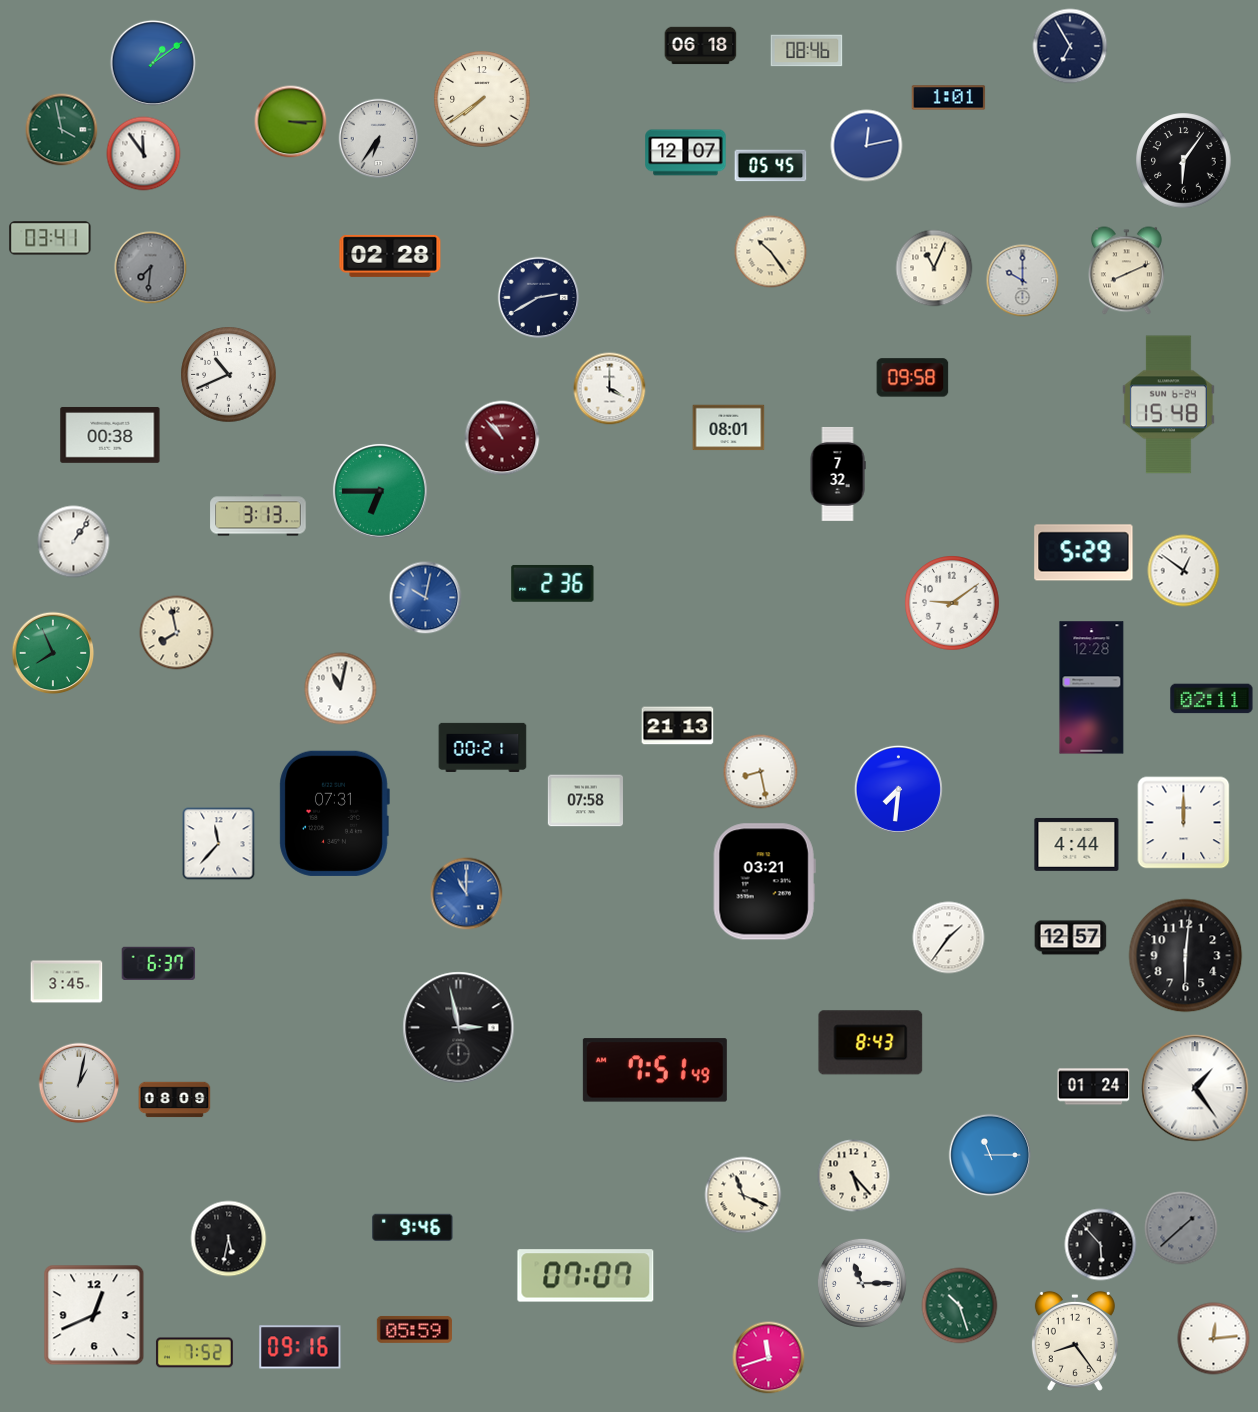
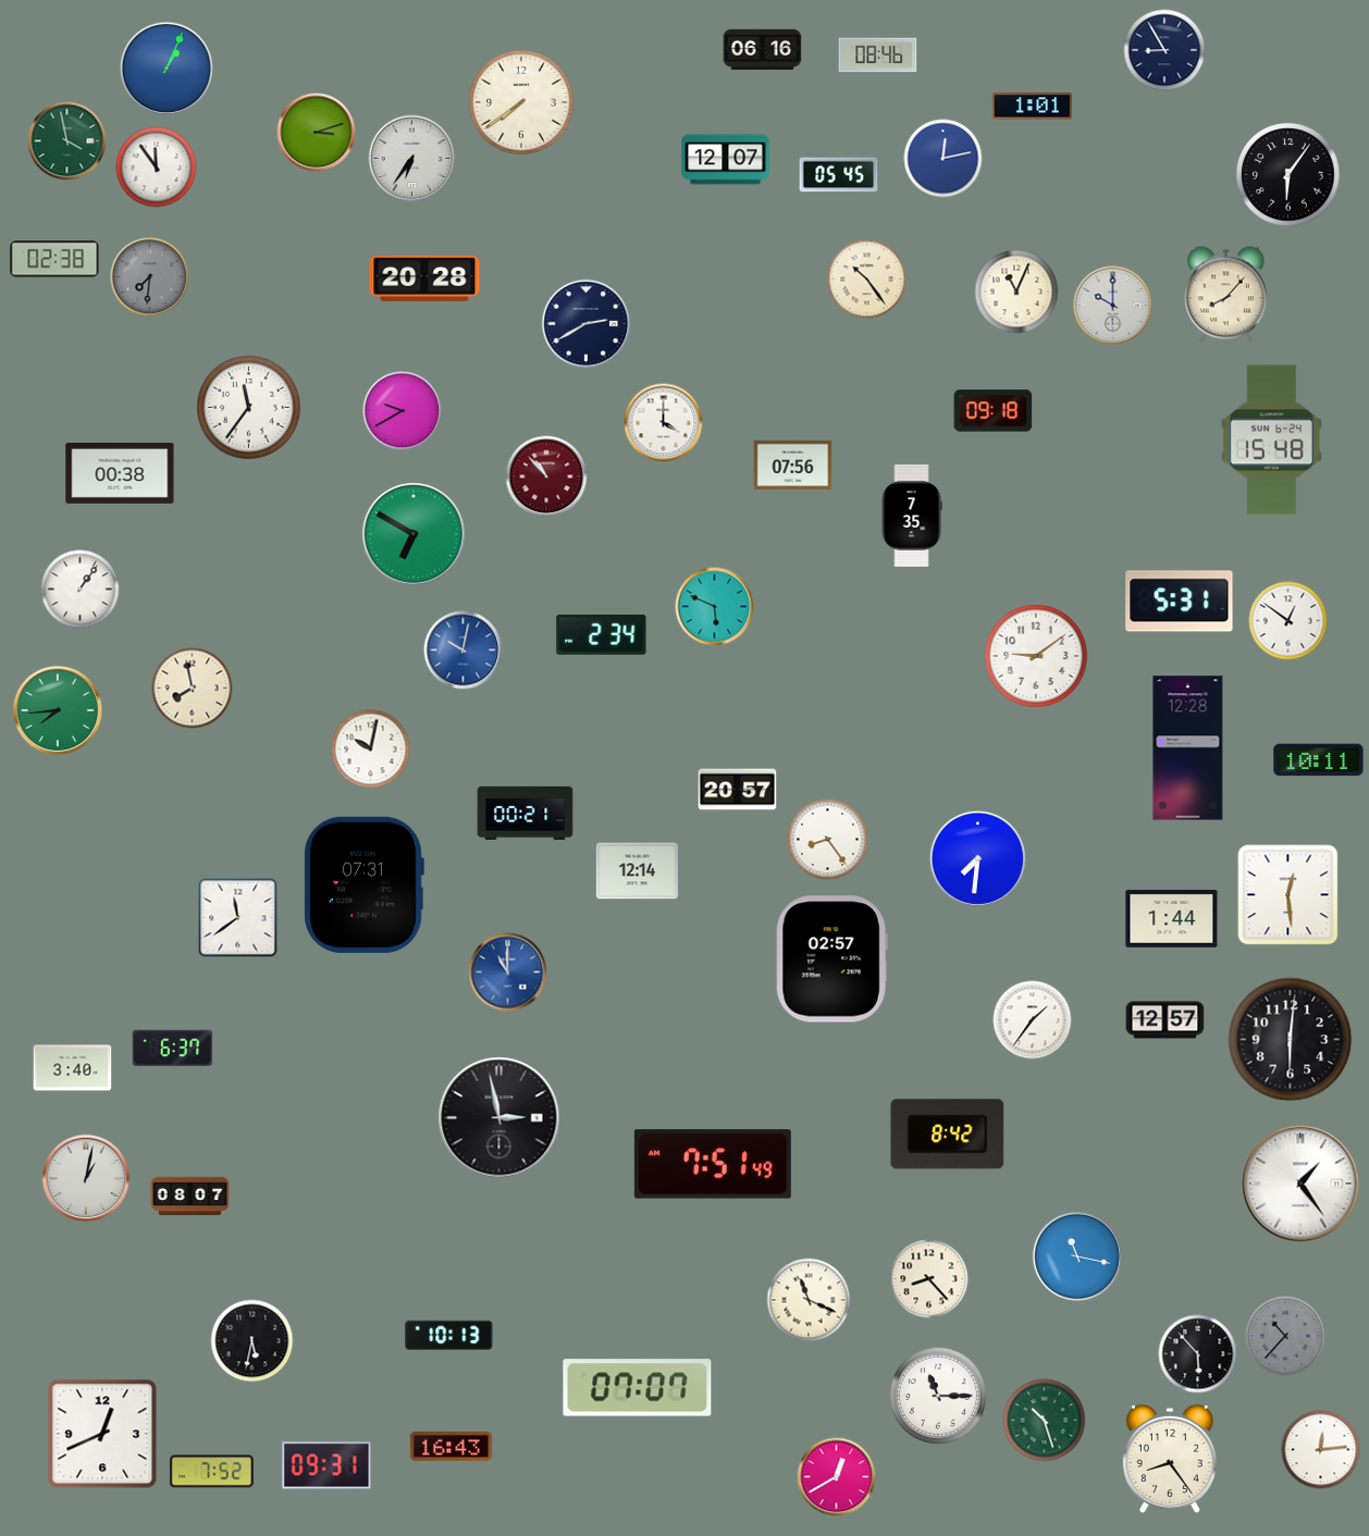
clock at (701, 46): 06:18 -> 06:16
clock at (1070, 46): 6:55 -> 8:55
clock at (153, 63): 1:09 -> 1:04
clock at (482, 99) position: (482, 99) -> (521, 102)
clock at (291, 122): 3:15 -> 3:12
clock at (379, 139) position: (379, 139) -> (412, 159)
clock at (686, 153) position: (686, 153) -> (726, 160)
clock at (771, 166) position: (771, 166) -> (839, 175)
clock at (50, 238): 03:41 -> 02:38
clock at (771, 252) position: (771, 252) -> (867, 280)
clock at (390, 256): 02:28 -> 20:28
clock at (151, 268) position: (151, 268) -> (150, 277)
clock at (1126, 271): 8:11 -> 8:07
clock at (229, 375): 10:41 -> 11:36
clock at (403, 411): none -> 9:40
clock at (913, 378): 09:58 -> 09:18
clock at (729, 428): 08:01 -> 07:56
clock at (838, 474): 7:32 -> 7:35
clock at (380, 491): 6:45 -> 6:50
clock at (258, 515): 3:13 -> none
clock at (1084, 553): 5:29 -> 5:31
clock at (715, 607): none -> 5:49
clock at (553, 583): 2:36 -> 2:34
clock at (53, 653): 7:56 -> 7:44
clock at (341, 689): 11:02 -> 10:02
clock at (1212, 699): 02:11 -> 10:11
clock at (678, 726): 21:13 -> 20:57
clock at (761, 772): 8:28 -> 8:24
clock at (585, 801): 07:58 -> 12:14
clock at (1184, 823): 12:00 -> 12:29
clock at (219, 844): 11:37 -> 11:39
clock at (1077, 844): 4:44 -> 1:44
clock at (764, 882): 03:21 -> 02:57
clock at (67, 982): 3:45 -> 3:40
clock at (871, 1043): 8:43 -> 8:42
clock at (1094, 1087): 01:24 -> none
clock at (175, 1100): 08:09 -> 08:07
clock at (990, 1155): 11:15 -> 11:17
clock at (854, 1176): 5:23 -> 8:23
clock at (413, 1227): 9:46 -> 10:13
clock at (1181, 1228): 1:38 -> 10:37
clock at (229, 1239) position: (229, 1239) -> (252, 1341)
clock at (94, 1315) position: (94, 1315) -> (102, 1434)
clock at (414, 1329): 05:59 -> 16:43
clock at (1214, 1339) position: (1214, 1339) -> (1321, 1450)
clock at (300, 1347): 09:16 -> 09:31
clock at (769, 1358): 11:42 -> 12:40
